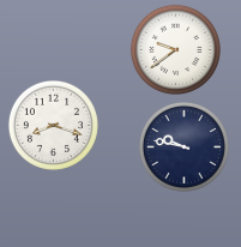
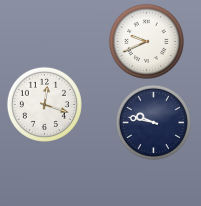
clock at (175, 49): 9:39 -> 9:41
clock at (53, 125): 8:18 -> 12:18
